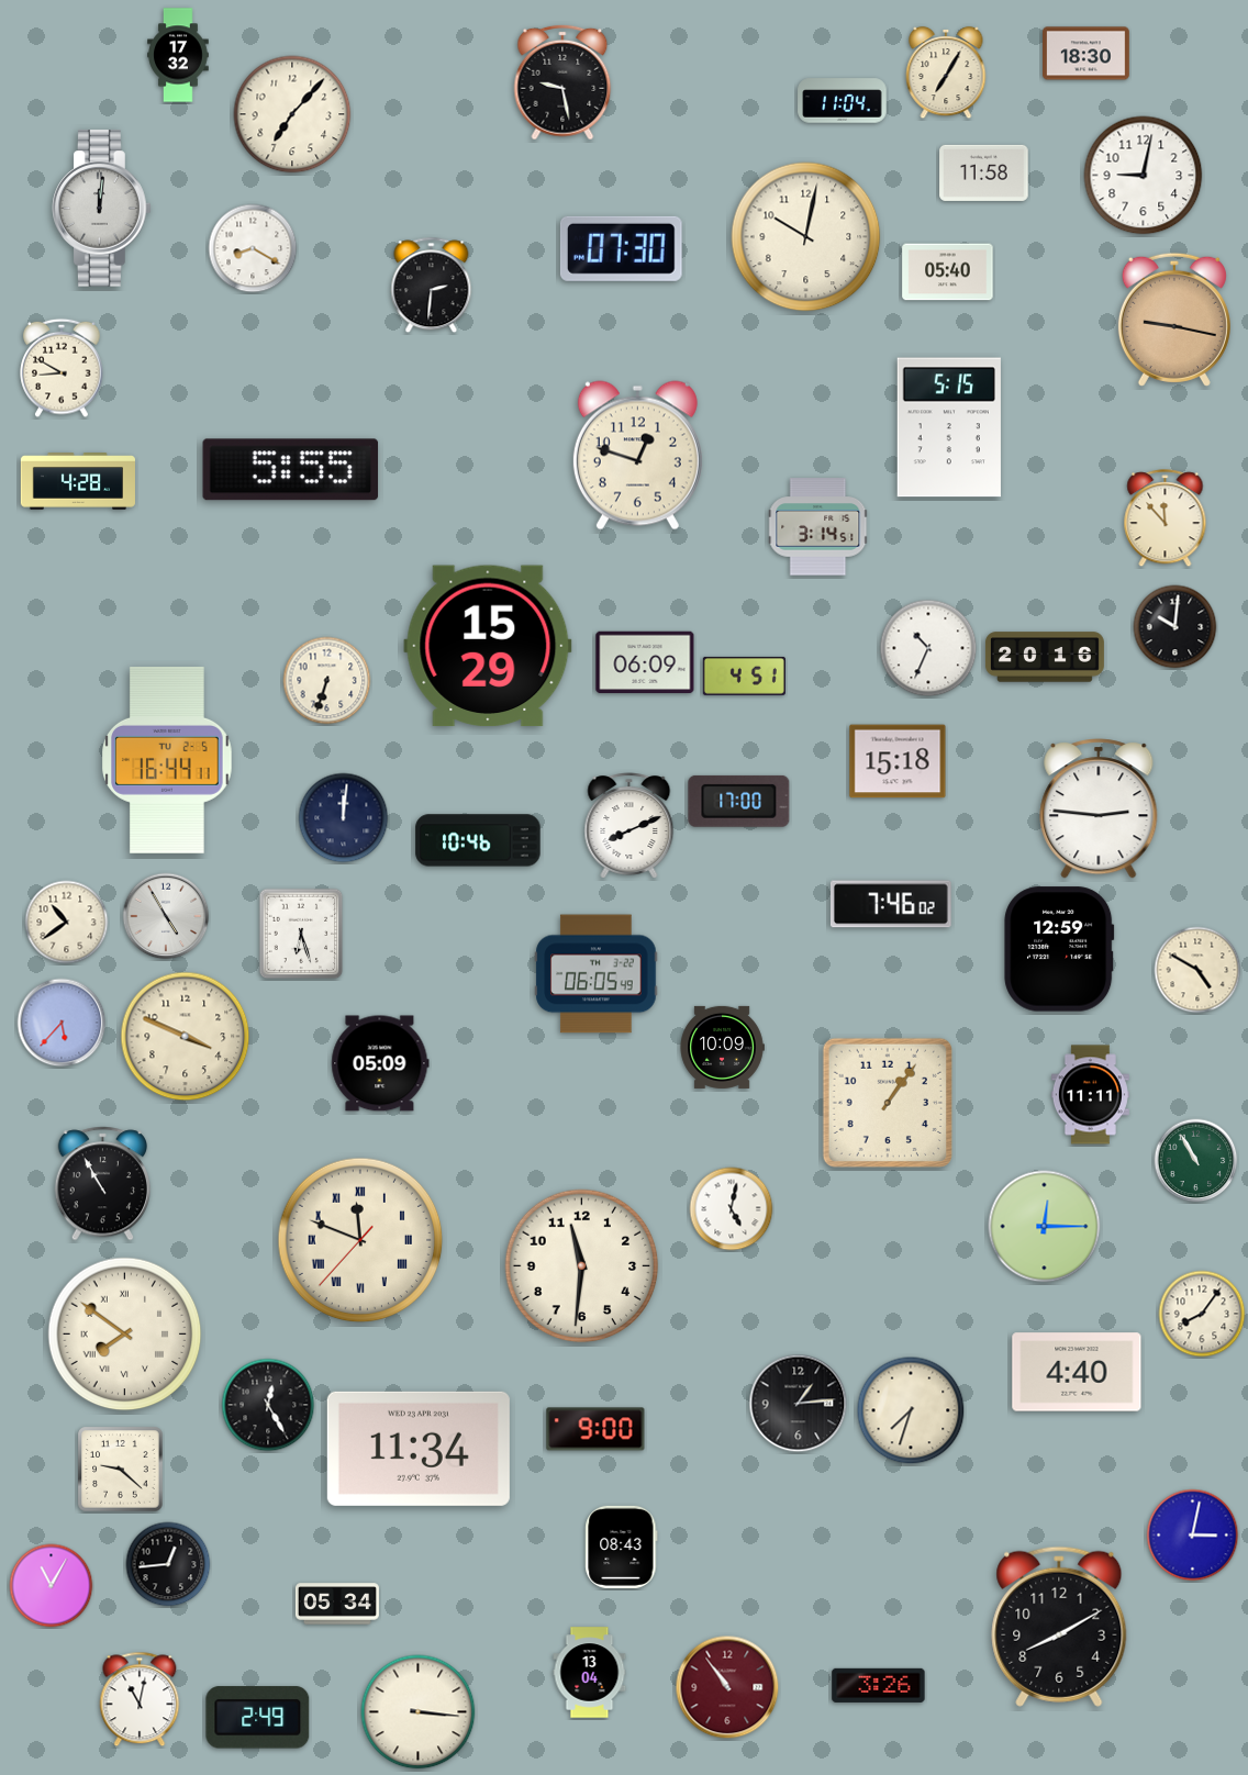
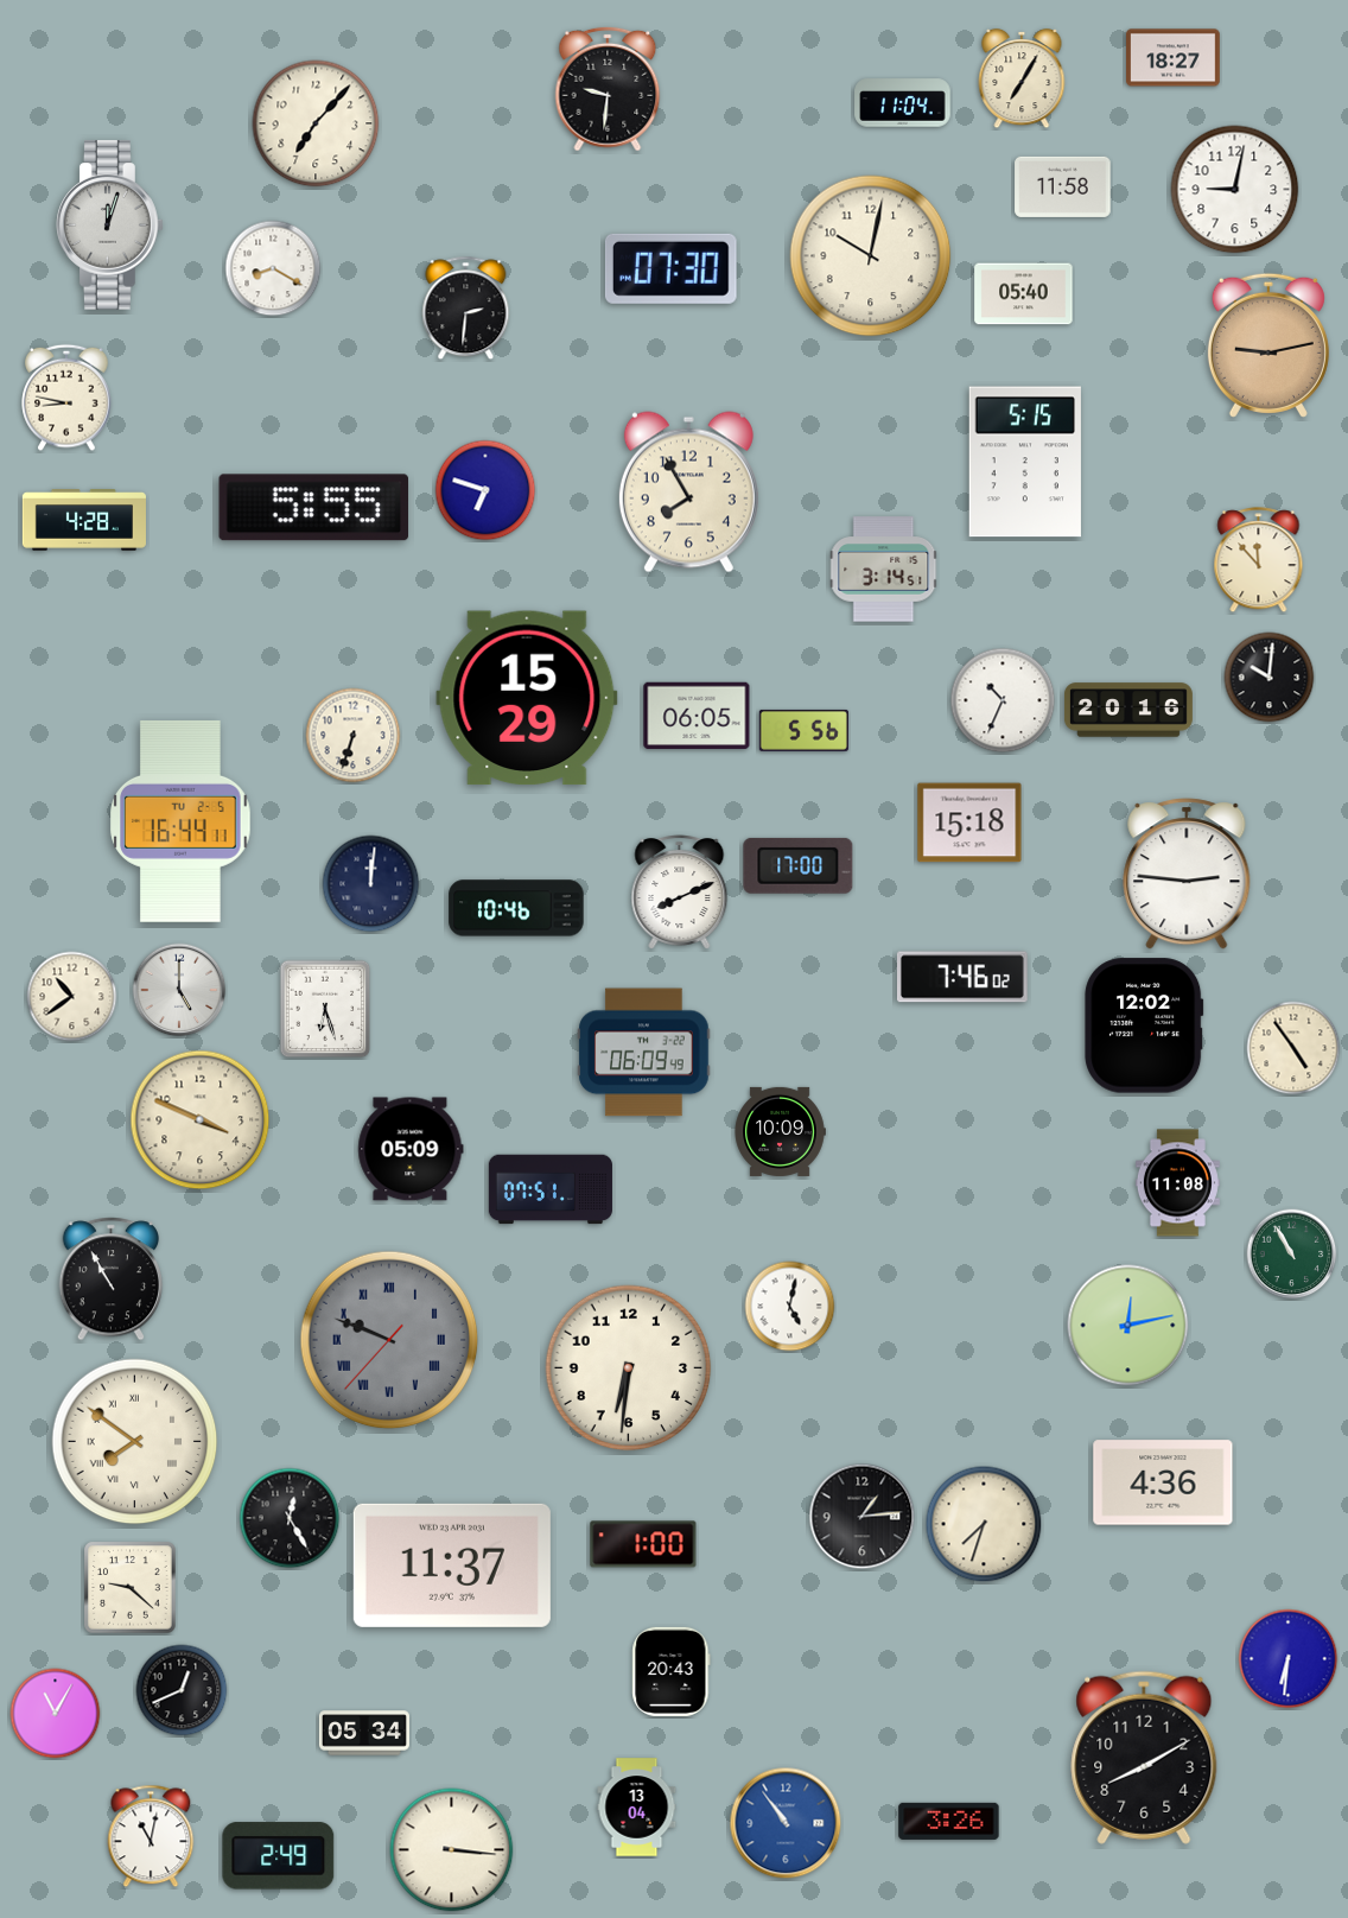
clock at (1087, 54): 18:30 -> 18:27
clock at (178, 55): 17:32 -> none
clock at (562, 82): 9:28 -> 9:31
clock at (843, 101) position: (843, 101) -> (903, 103)
clock at (102, 209): 12:01 -> 12:03
clock at (1174, 320): 9:17 -> 9:13
clock at (62, 368): 8:50 -> 8:47
clock at (485, 490): none -> 6:48
clock at (637, 456): 12:48 -> 7:55
clock at (645, 662): 06:09 -> 06:05
clock at (744, 676): 4:51 -> 5:56
clock at (166, 916): 4:55 -> 5:00
clock at (1059, 949): 12:59 -> 12:02
clock at (1197, 970): 4:50 -> 4:54
clock at (597, 974): 06:05 -> 06:09
clock at (62, 1023): 5:37 -> none
clock at (1090, 1095): 11:11 -> 11:08
clock at (551, 1189): none -> 07:51
clock at (887, 1102): 1:06 -> none
clock at (1045, 1227): 12:15 -> 12:13
clock at (360, 1240): 11:48 -> 9:48
clock at (360, 1240) dial: cream -> grey
clock at (582, 1266): 11:31 -> 6:31
clock at (1202, 1314): 8:06 -> none
clock at (1077, 1372): 4:40 -> 4:36
clock at (595, 1429): 9:00 -> 1:00
clock at (419, 1449): 11:34 -> 11:37
clock at (1193, 1536): 3:02 -> 6:31
clock at (622, 1547): 08:43 -> 20:43
clock at (168, 1564): 12:44 -> 12:41
clock at (727, 1687) dial: burgundy -> blue
